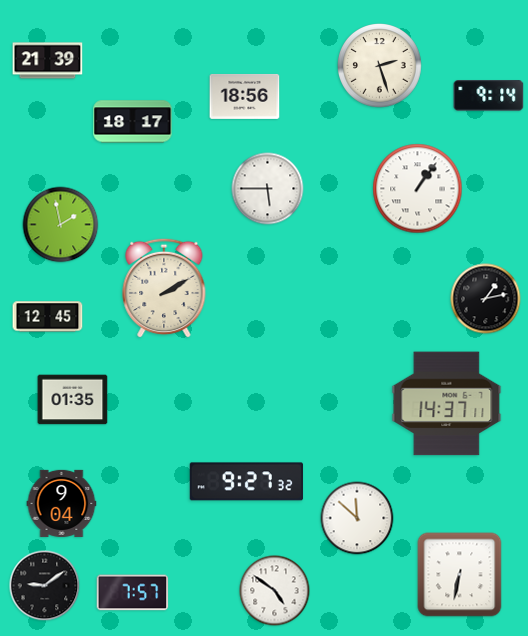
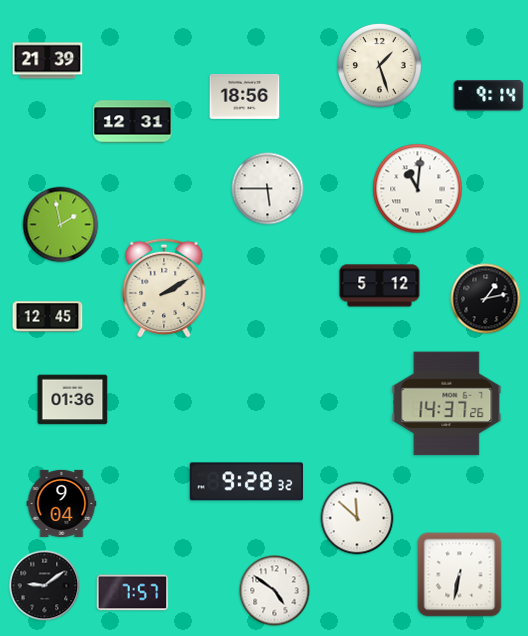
clock at (380, 66): 2:27 -> 1:27
clock at (133, 122): 18:17 -> 12:31
clock at (418, 189): 1:06 -> 11:01
clock at (380, 286): none -> 5:12
clock at (73, 400): 01:35 -> 01:36
clock at (447, 404): 14:37:11 -> 14:37:26
clock at (246, 482): 9:27 -> 9:28
